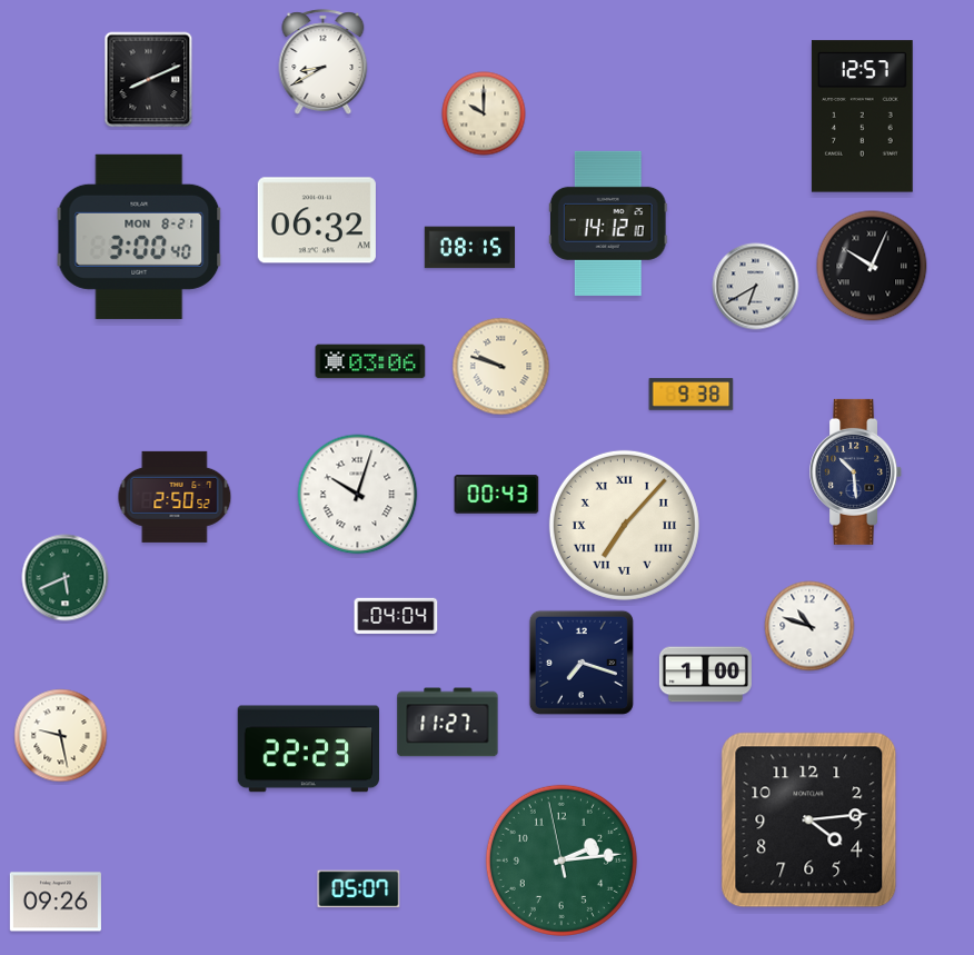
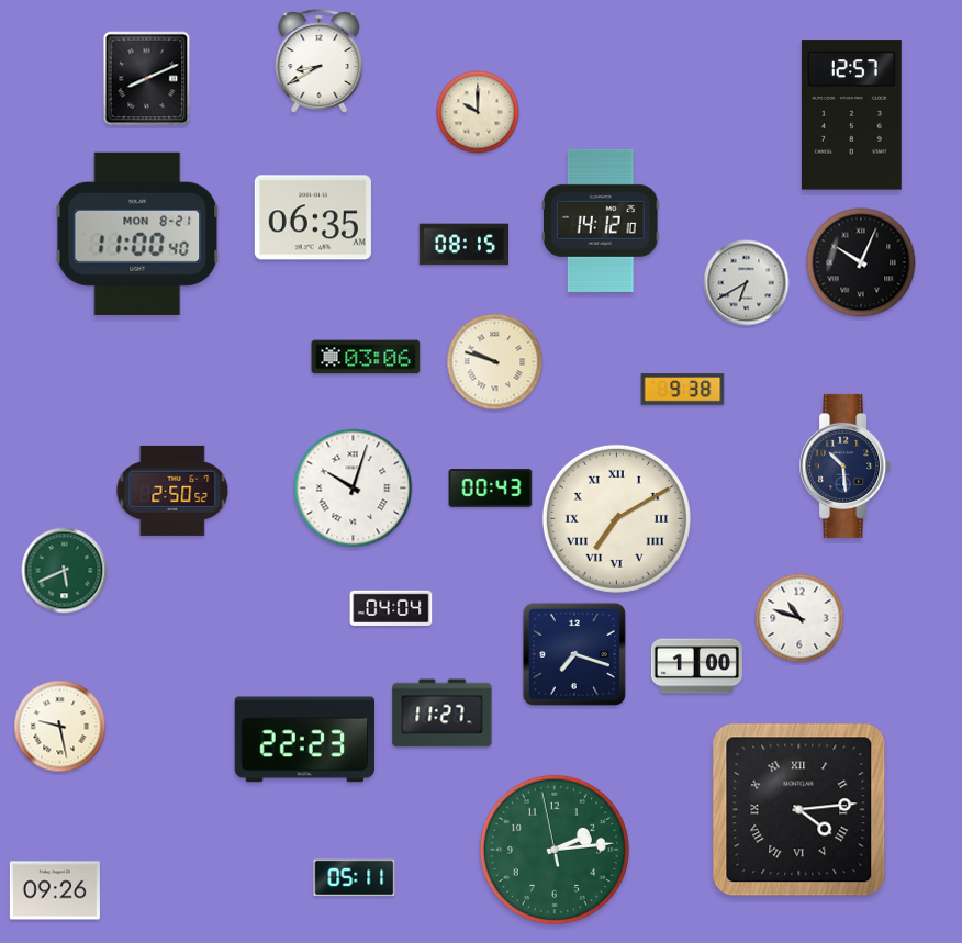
clock at (317, 220): 06:32 -> 06:35
clock at (139, 237): 3:00 -> 11:00
clock at (624, 525): 7:07 -> 7:10
clock at (809, 820) numerals: Arabic -> Roman
clock at (359, 889): 05:07 -> 05:11
